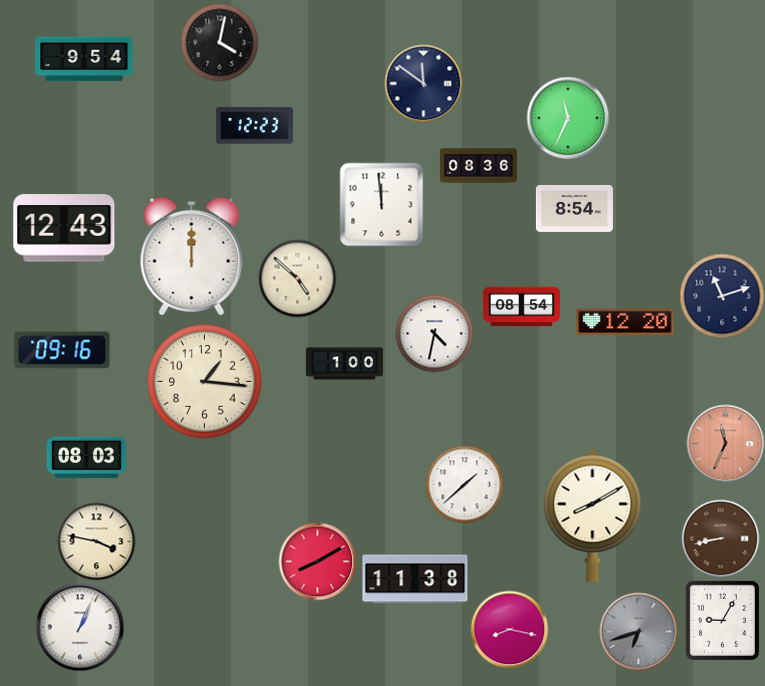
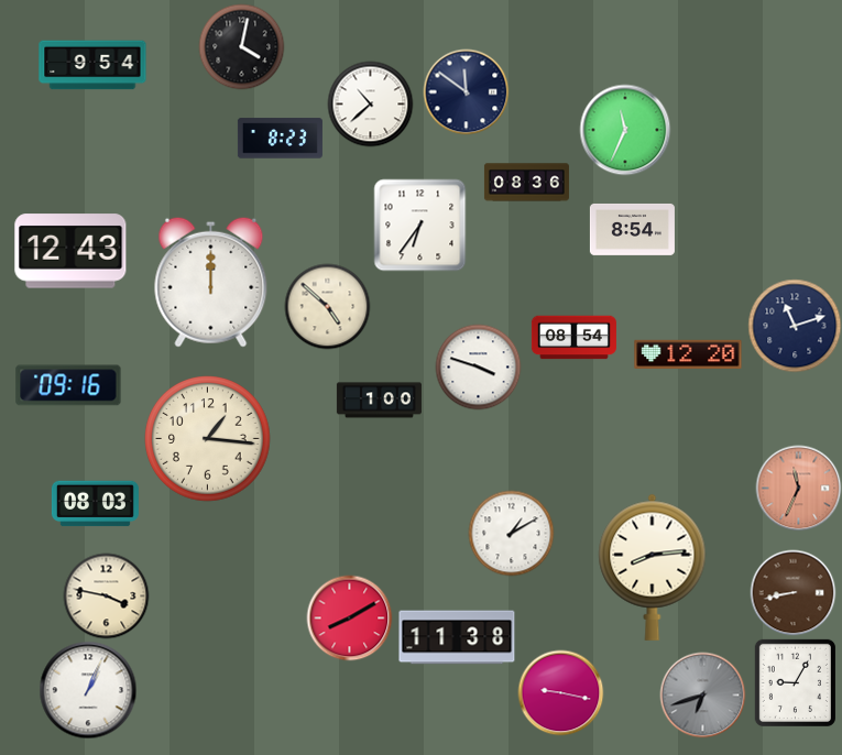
clock at (370, 103): none -> 10:38
clock at (254, 126): 12:23 -> 8:23
clock at (381, 204): 11:59 -> 6:36
clock at (434, 333): 4:32 -> 3:48
clock at (205, 382) position: (205, 382) -> (208, 439)
clock at (464, 484): 1:38 -> 1:10
clock at (593, 515): 8:10 -> 8:14
clock at (509, 629): 8:17 -> 9:17
